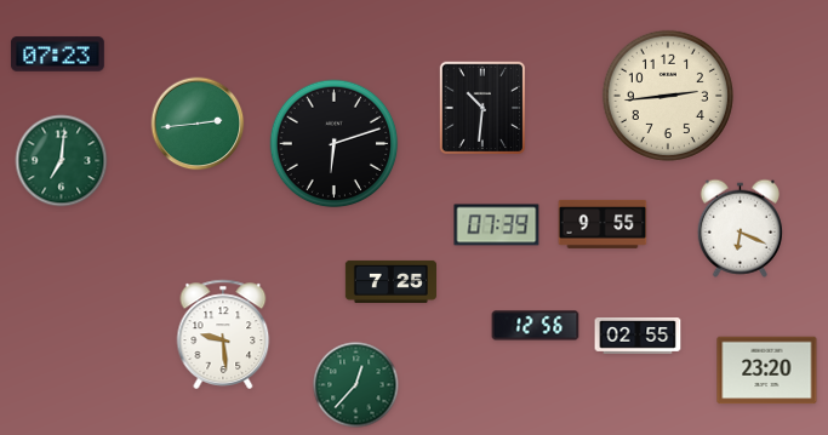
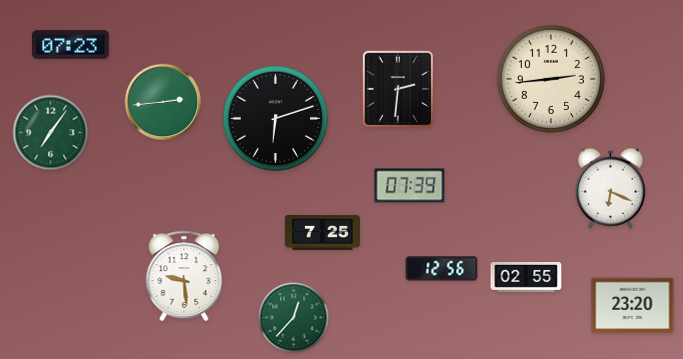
clock at (57, 55) position: (57, 55) -> (70, 45)
clock at (482, 108): 10:31 -> 2:31
clock at (62, 161): 7:01 -> 7:06
clock at (603, 224): 9:55 -> none
